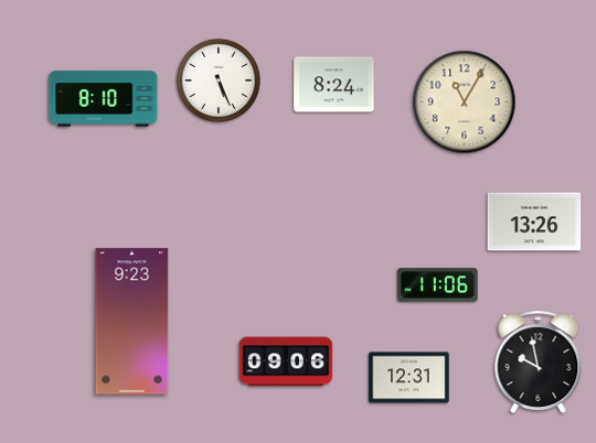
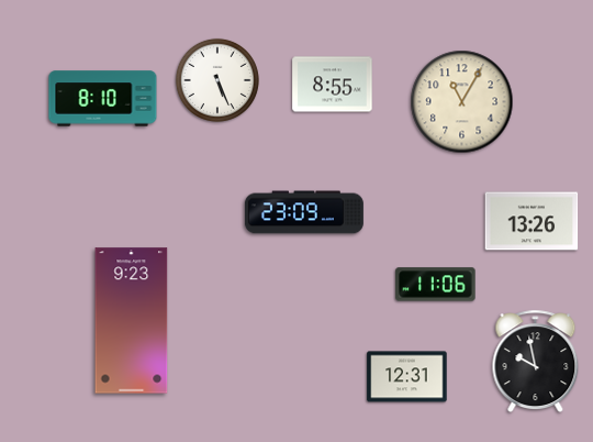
clock at (334, 85): 8:24 -> 8:55
clock at (304, 212): none -> 23:09
clock at (286, 361): 09:06 -> none
